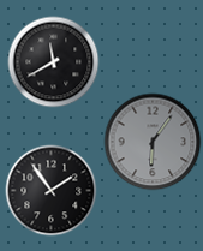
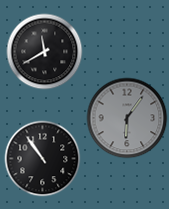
clock at (52, 191): 1:54 -> 10:54
